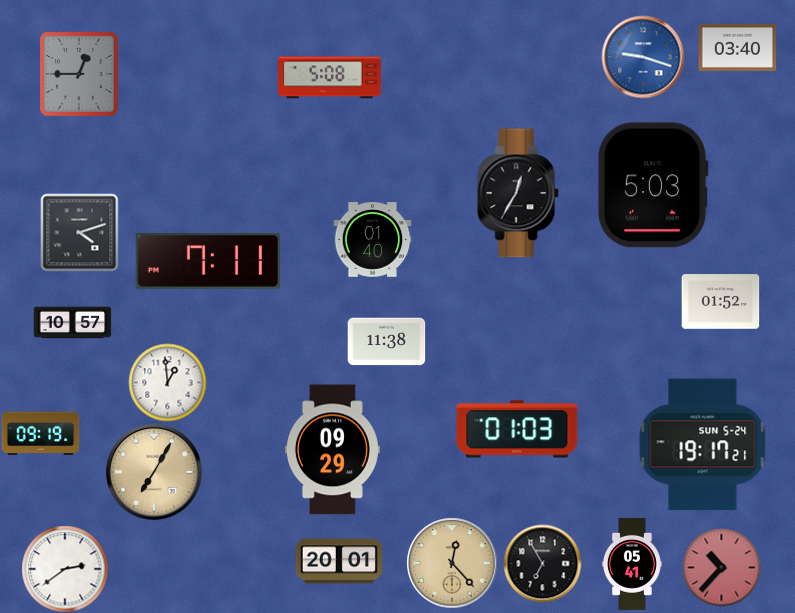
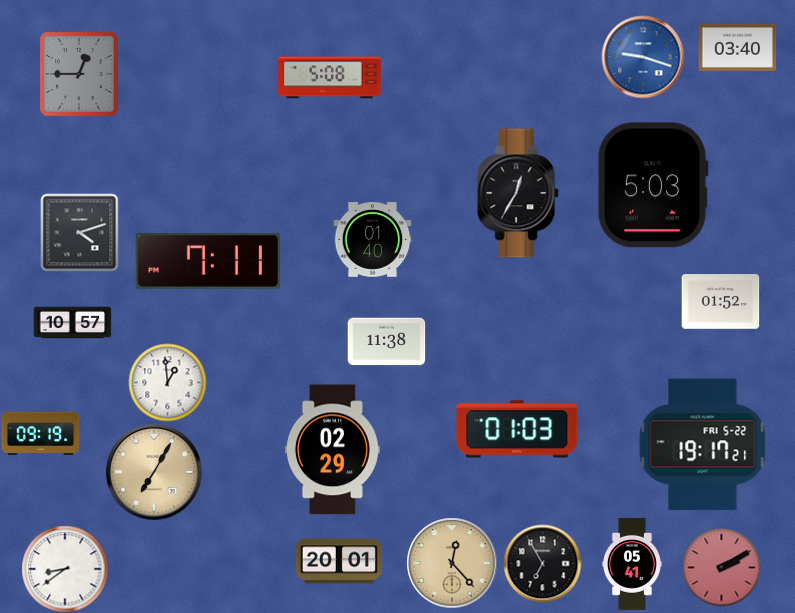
clock at (703, 445) date: SUN 5-24 -> FRI 5-22
clock at (332, 450): 09:29 -> 02:29
clock at (721, 567): 10:37 -> 2:10
clock at (65, 569): 2:39 -> 8:39
